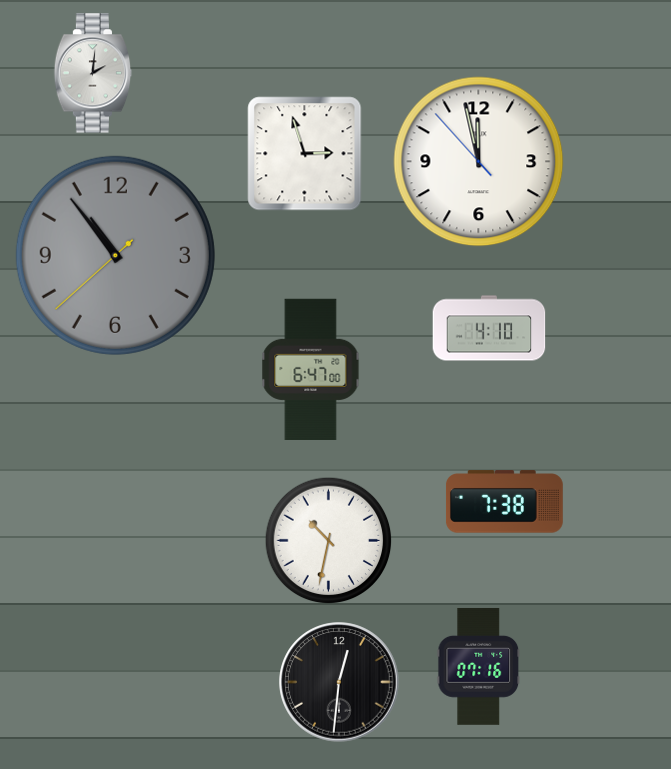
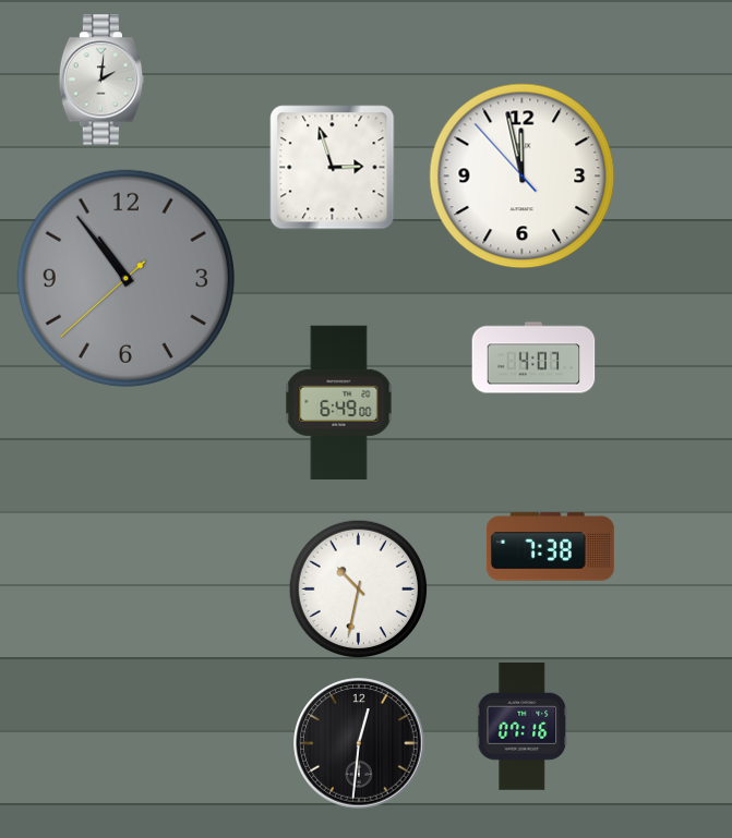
clock at (489, 328): 4:10 -> 4:07
clock at (311, 369): 6:47 -> 6:49
clock at (339, 682) position: (339, 682) -> (359, 743)
